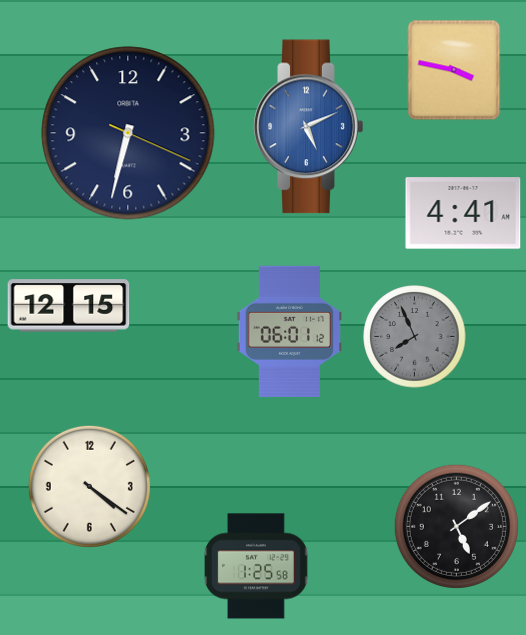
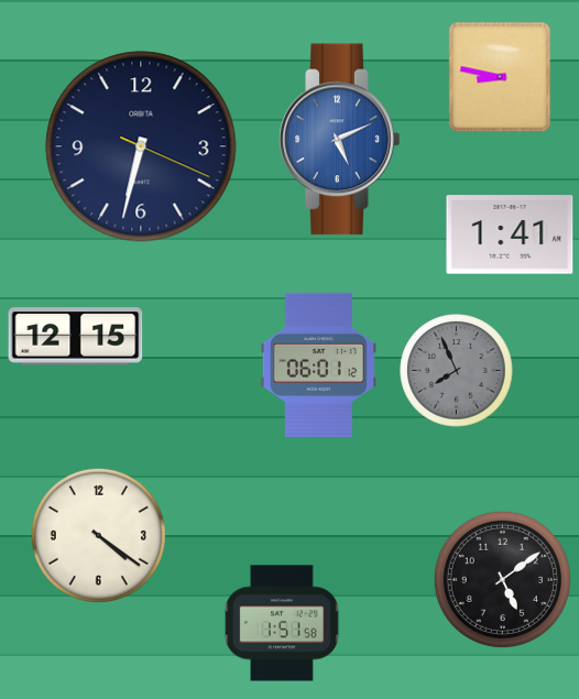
clock at (454, 70): 3:47 -> 8:47
clock at (463, 213): 4:41 -> 1:41
clock at (256, 566): 1:25 -> 1:51
